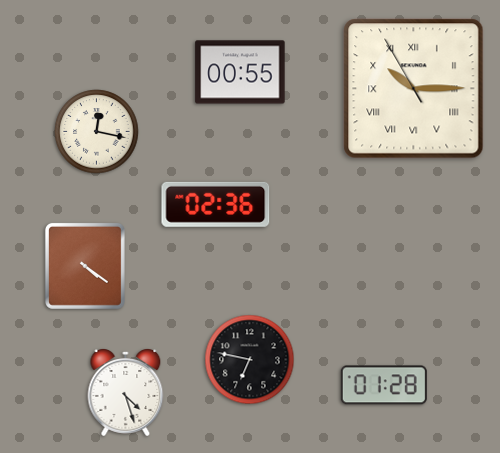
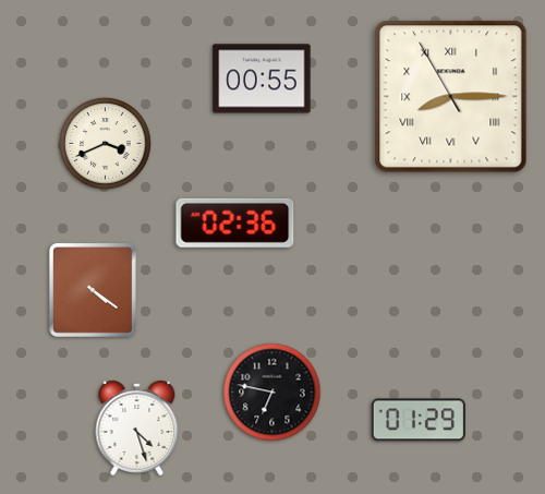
clock at (414, 89): 10:14 -> 8:14
clock at (97, 132): 12:17 -> 3:41
clock at (384, 385): 01:28 -> 01:29
